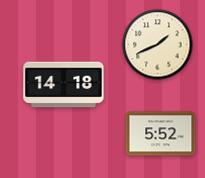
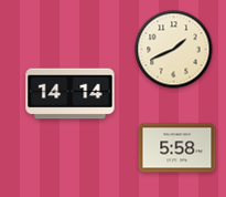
clock at (64, 85): 14:18 -> 14:14
clock at (161, 134): 5:52 -> 5:58
